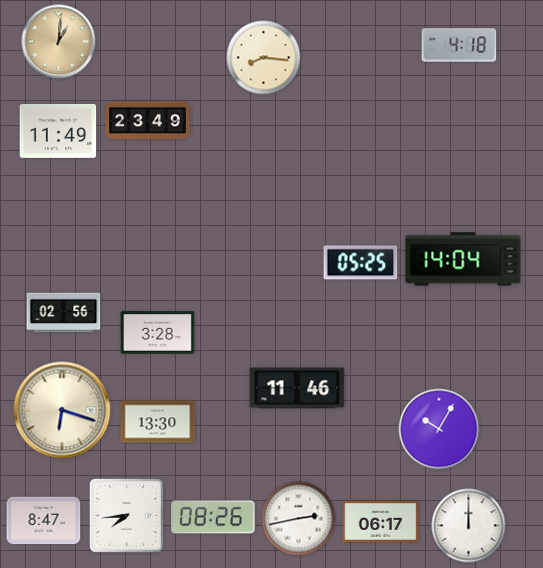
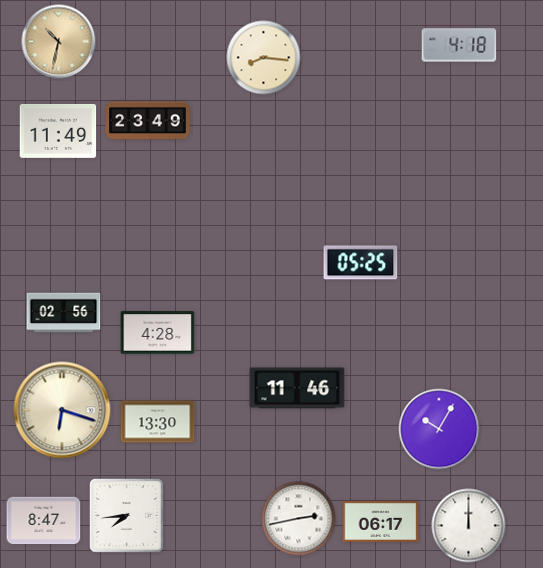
clock at (59, 42): 1:01 -> 10:32
clock at (463, 259): 14:04 -> none
clock at (158, 333): 3:28 -> 4:28
clock at (213, 517): 08:26 -> none
